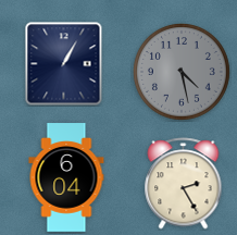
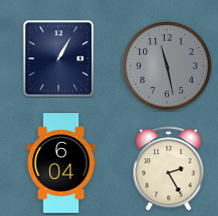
clock at (182, 72): 4:28 -> 11:28
